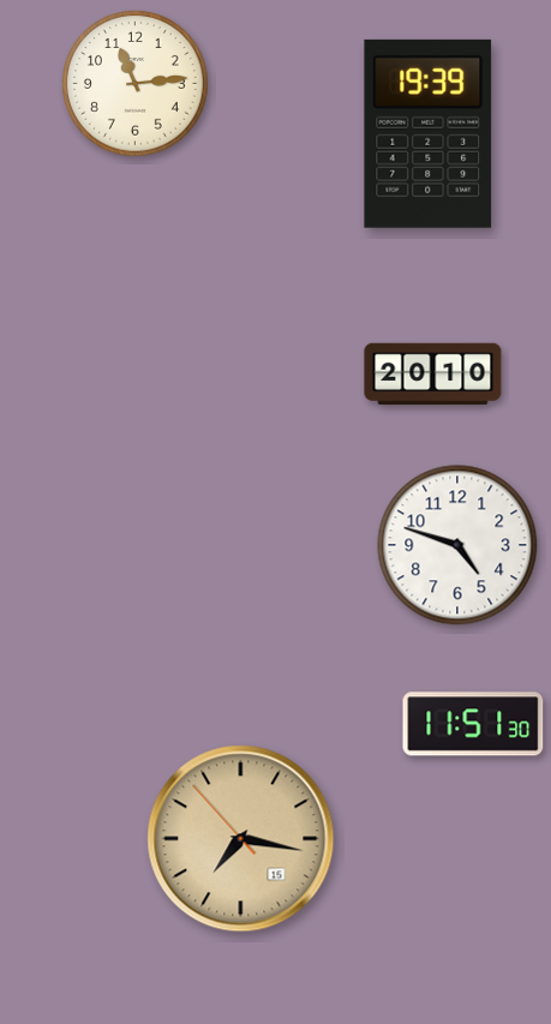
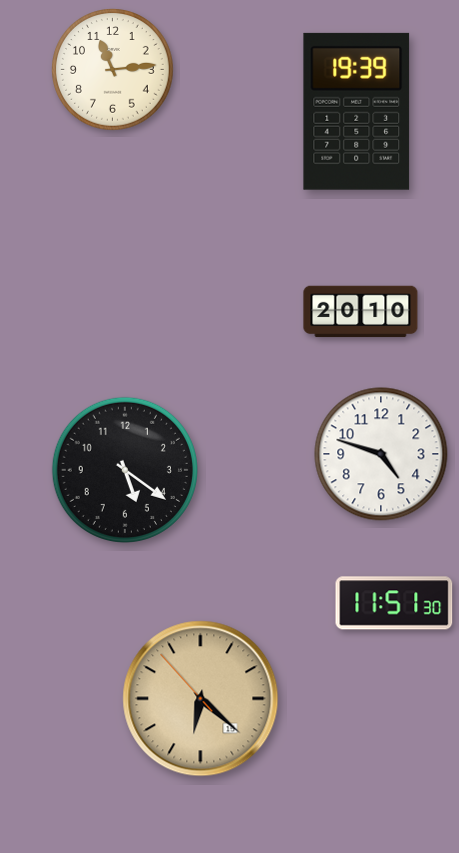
clock at (125, 470): none -> 5:21
clock at (241, 839): 7:16 -> 6:21
